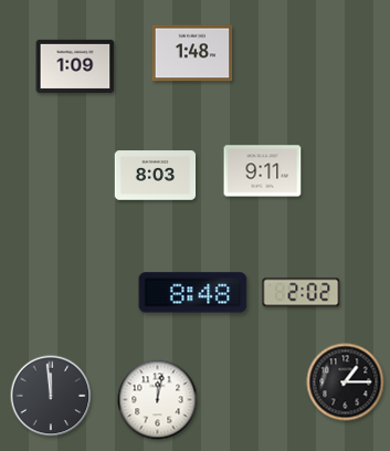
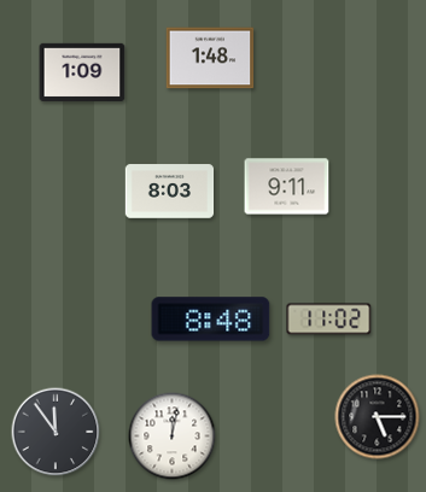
clock at (302, 293): 2:02 -> 11:02
clock at (346, 382): 1:15 -> 5:15
clock at (51, 396): 11:59 -> 11:54
